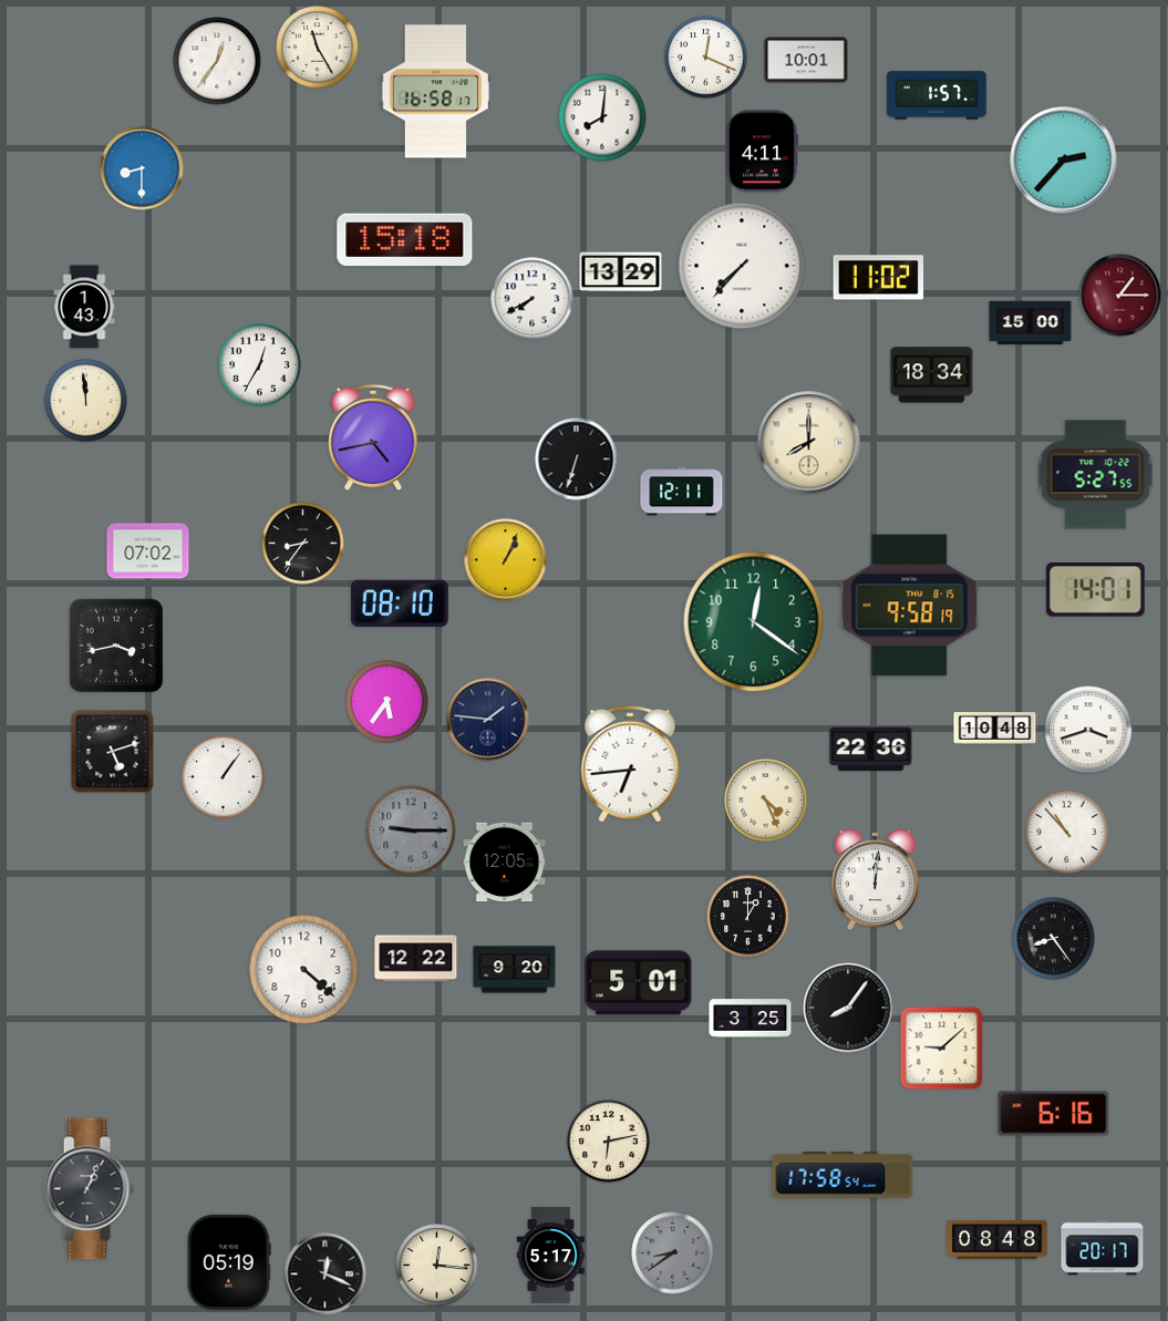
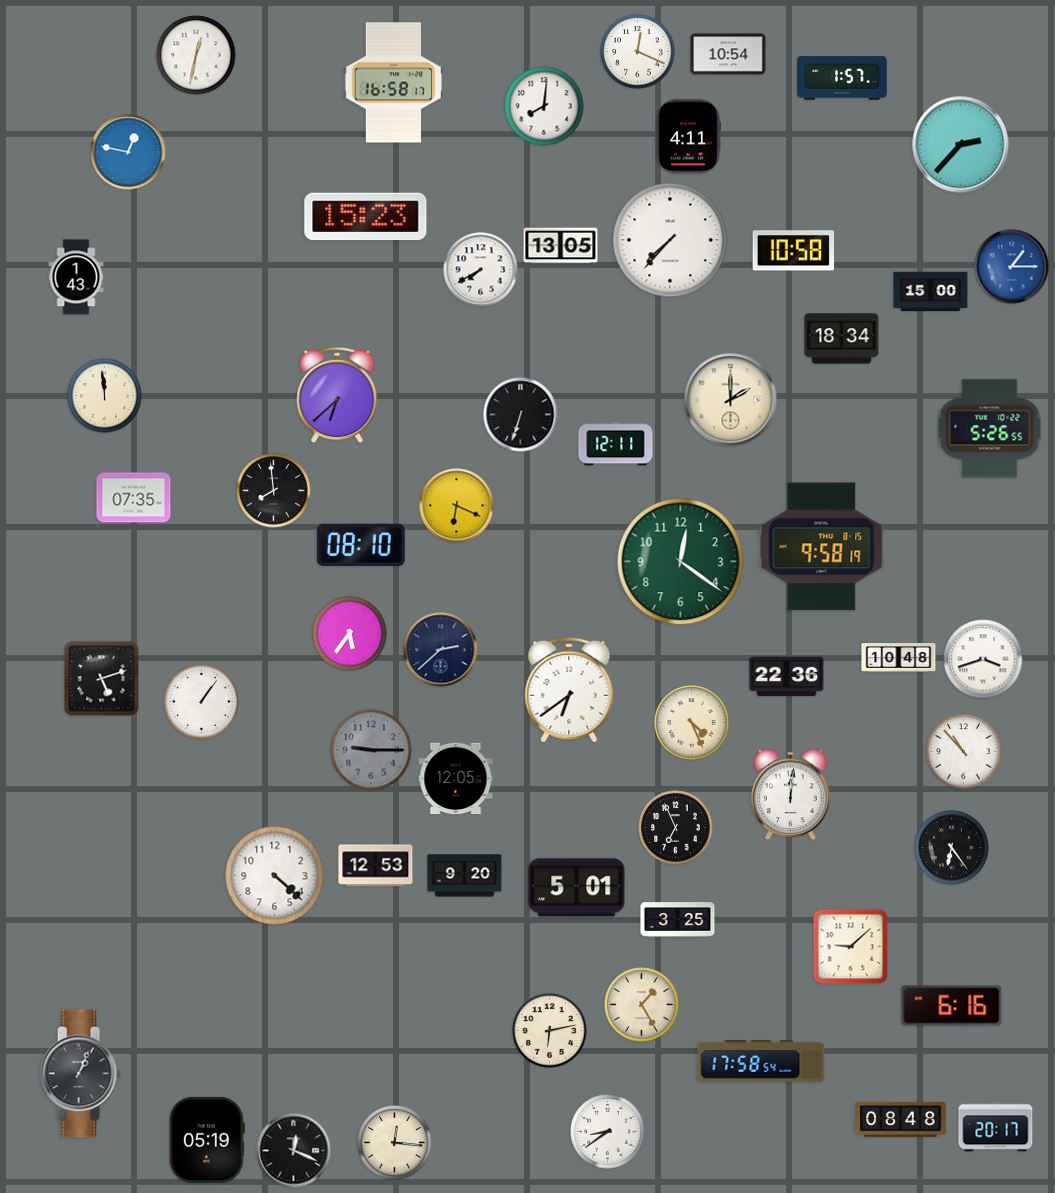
clock at (318, 48): 11:25 -> none
clock at (806, 60): 10:01 -> 10:54
clock at (217, 61): 12:36 -> 12:32
clock at (937, 95) position: (937, 95) -> (842, 78)
clock at (142, 168): 8:30 -> 12:47
clock at (405, 240): 15:18 -> 15:23
clock at (621, 272): 13:29 -> 13:05
clock at (879, 278): 11:02 -> 10:58
clock at (1120, 296) dial: burgundy -> blue
clock at (260, 365): 12:35 -> none
clock at (86, 401) position: (86, 401) -> (105, 396)
clock at (373, 437): 4:43 -> 6:38
clock at (809, 443): 8:00 -> 2:00
clock at (1096, 475): 5:27 -> 5:26
clock at (303, 544): 8:36 -> 7:59
clock at (148, 551): 07:02 -> 07:35
clock at (506, 560): 1:04 -> 6:19
clock at (1095, 590): 14:01 -> none
clock at (116, 646): 3:43 -> none
clock at (488, 720): 1:46 -> 2:38
clock at (630, 764): 6:44 -> 6:39
clock at (748, 917): 1:00 -> 6:56
clock at (1054, 939): 8:24 -> 6:24
clock at (416, 959): 12:22 -> 12:53
clock at (848, 1008): 8:06 -> none
clock at (642, 1005): none -> 1:25
clock at (673, 1253) dial: grey -> white
clock at (550, 1255): 5:17 -> none
